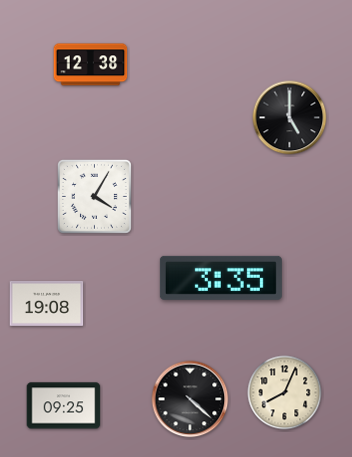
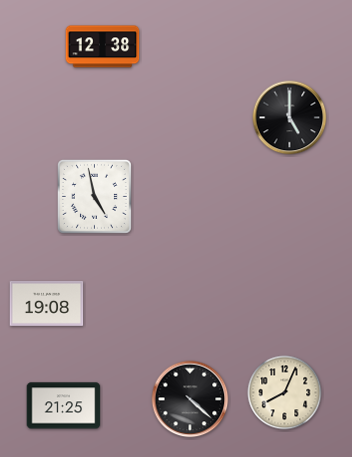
clock at (91, 65) position: (91, 65) -> (103, 47)
clock at (94, 196): 4:05 -> 4:58
clock at (221, 278): 3:35 -> none
clock at (64, 406): 09:25 -> 21:25
